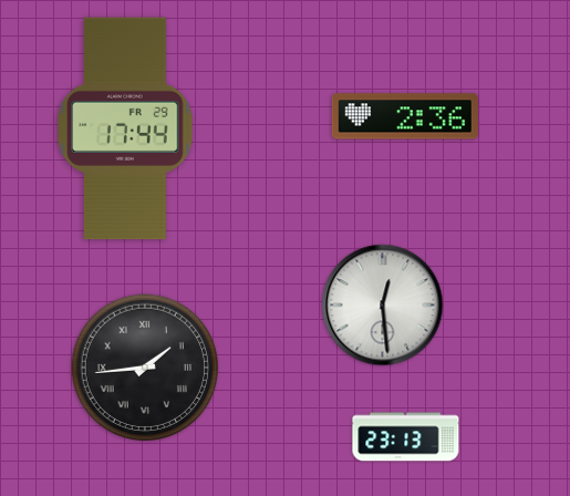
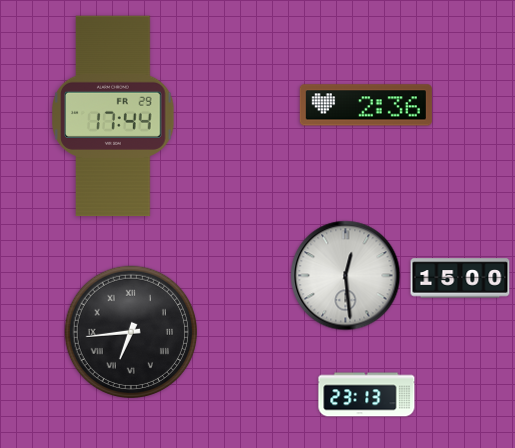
clock at (460, 278): none -> 15:00
clock at (144, 366): 1:44 -> 6:44
